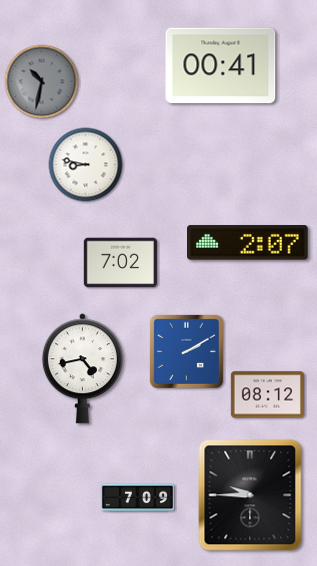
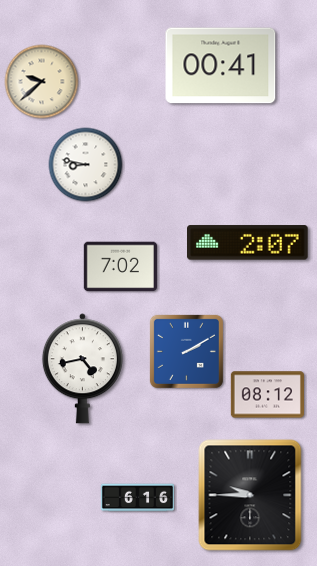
clock at (42, 82): 10:32 -> 9:38
clock at (42, 82) dial: grey -> cream
clock at (120, 263) position: (120, 263) -> (120, 267)
clock at (137, 498): 7:09 -> 6:16
